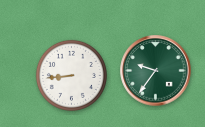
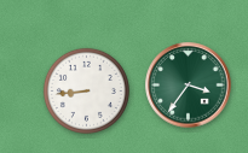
clock at (156, 71): 9:36 -> 3:36
